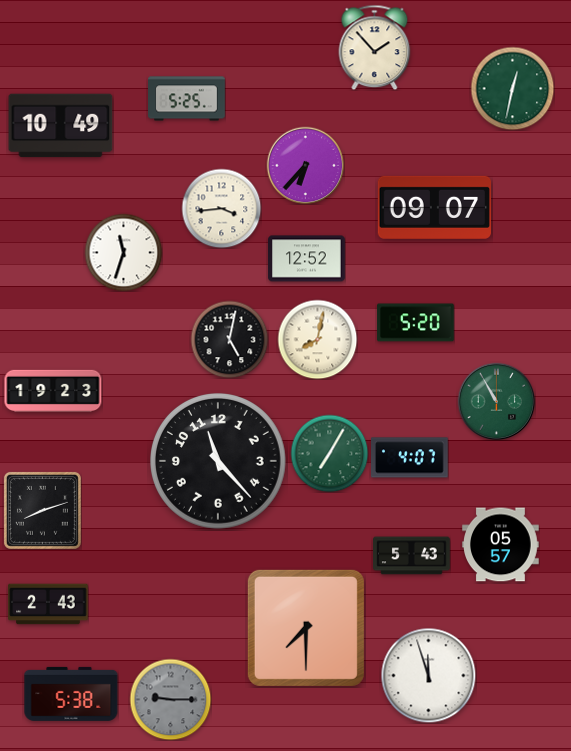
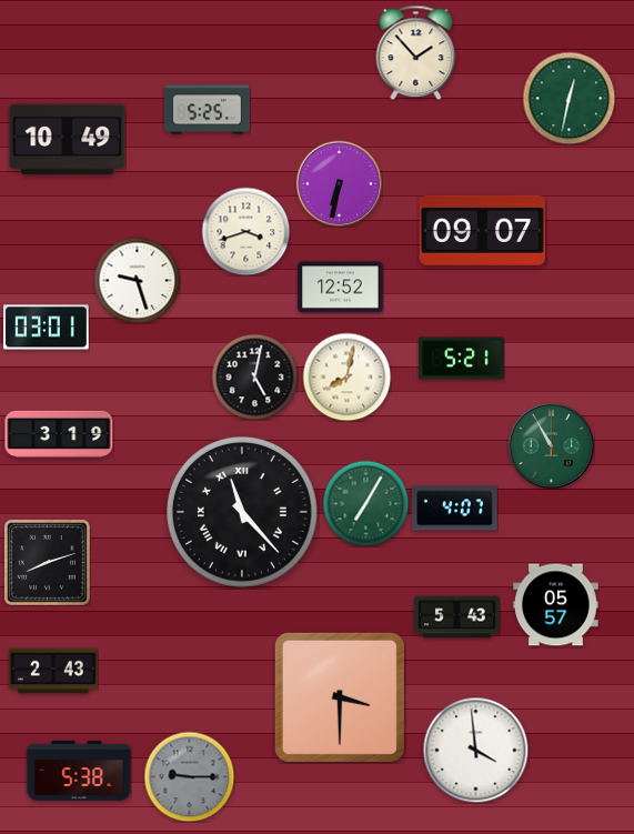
clock at (305, 165): 6:37 -> 6:32
clock at (221, 208): 3:44 -> 3:42
clock at (123, 252): 11:33 -> 9:27
clock at (47, 328): none -> 03:01
clock at (416, 323): 5:20 -> 5:21
clock at (317, 339) position: (317, 339) -> (346, 376)
clock at (53, 391): 19:23 -> 3:19
clock at (219, 462) numerals: Arabic -> Roman
clock at (42, 510) position: (42, 510) -> (47, 562)
clock at (306, 628): 7:30 -> 3:30
clock at (428, 675): 11:57 -> 3:59
